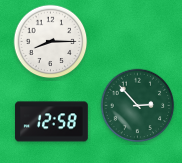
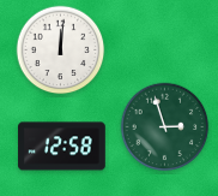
clock at (51, 42): 8:15 -> 12:01
clock at (138, 106): 2:53 -> 2:57
